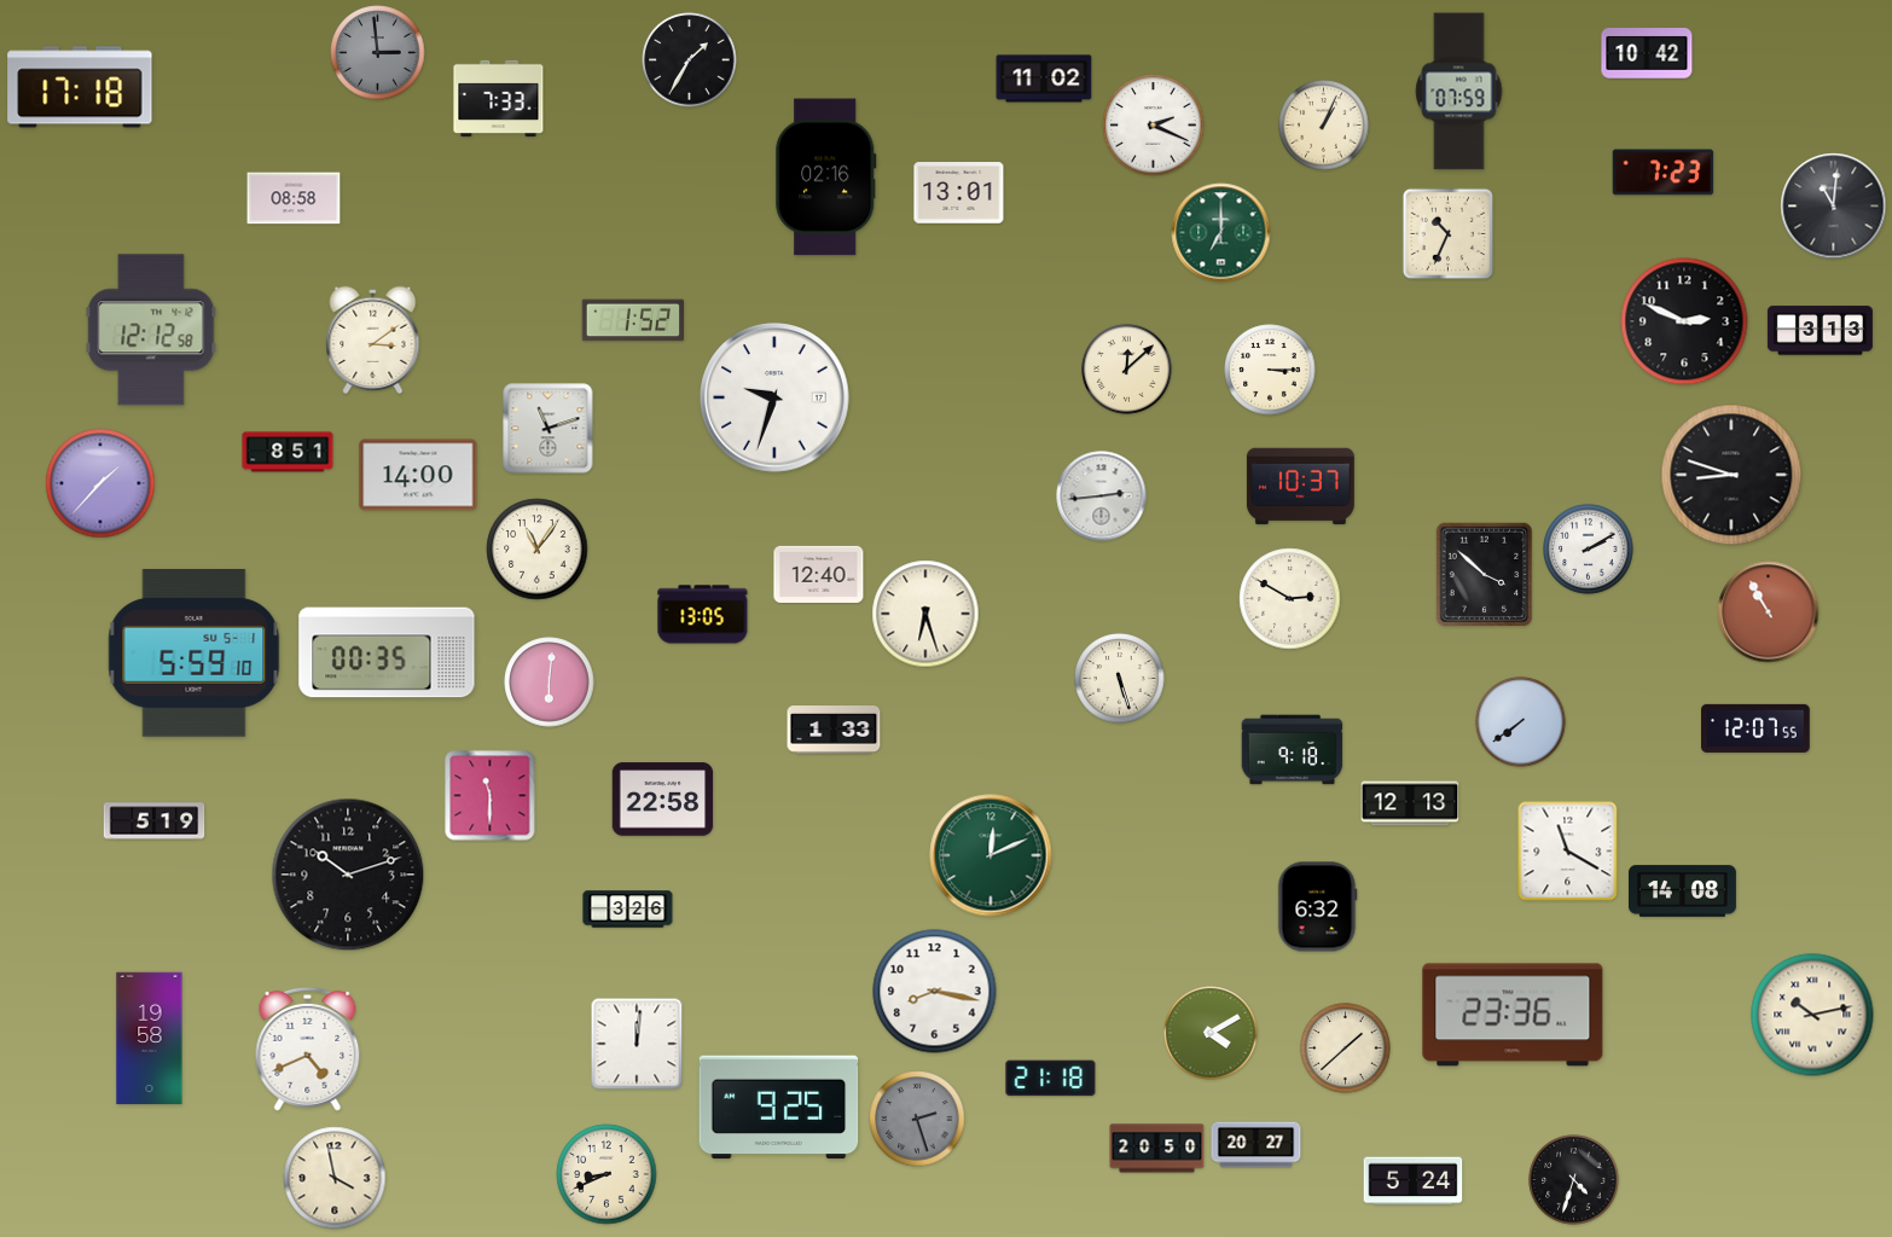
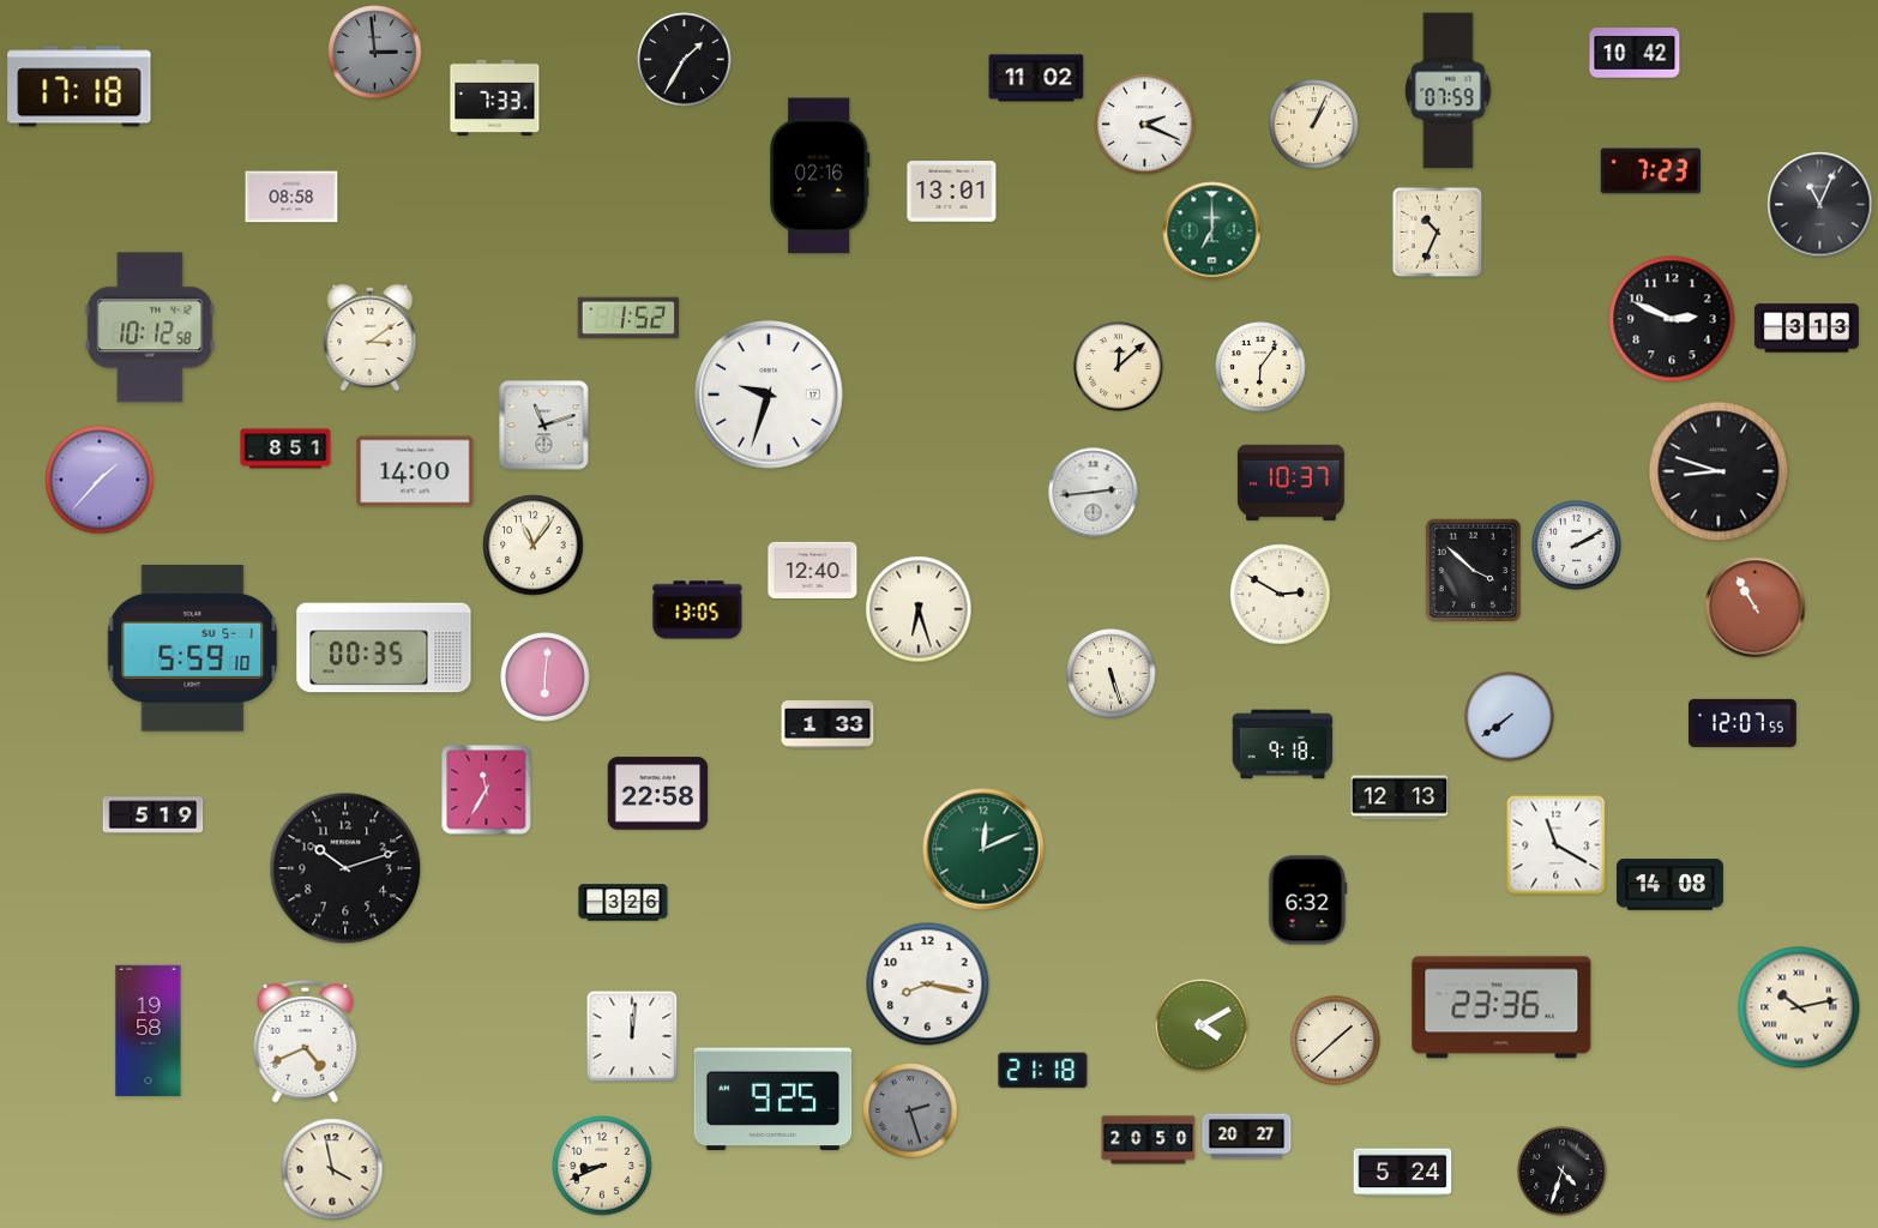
clock at (1834, 207): 11:01 -> 11:04
clock at (151, 330): 12:12 -> 10:12
clock at (1270, 370): 3:15 -> 6:06
clock at (491, 796): 11:30 -> 11:35
